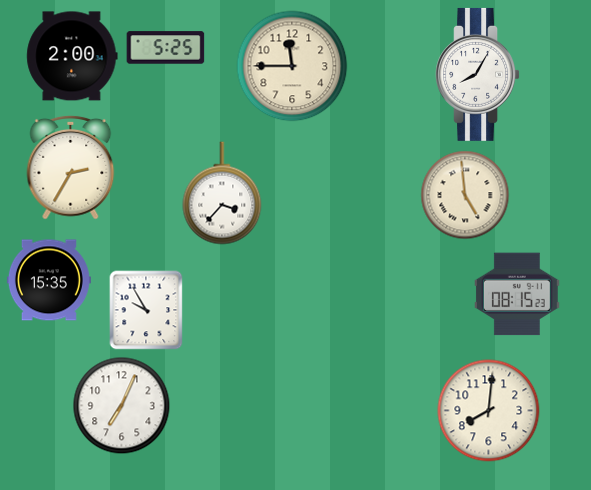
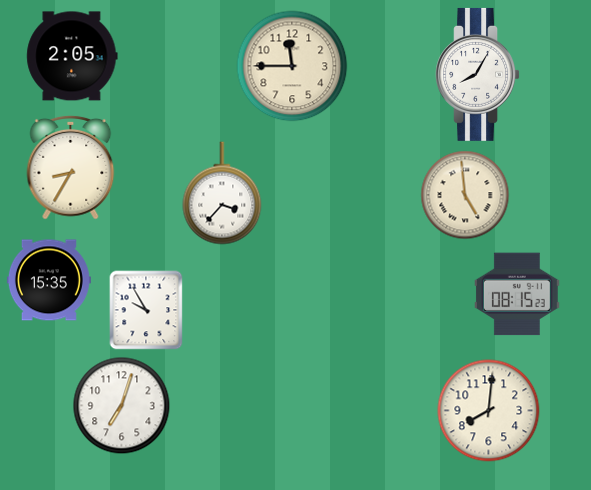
clock at (166, 48): 5:25 -> none
clock at (72, 56): 2:00 -> 2:05
clock at (71, 167): 2:35 -> 8:35
clock at (122, 406): 7:04 -> 7:03
